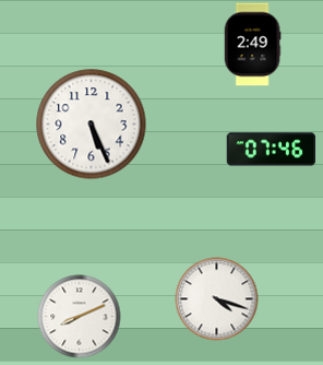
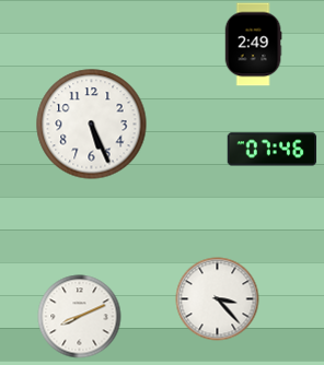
clock at (217, 299): 4:18 -> 3:23
